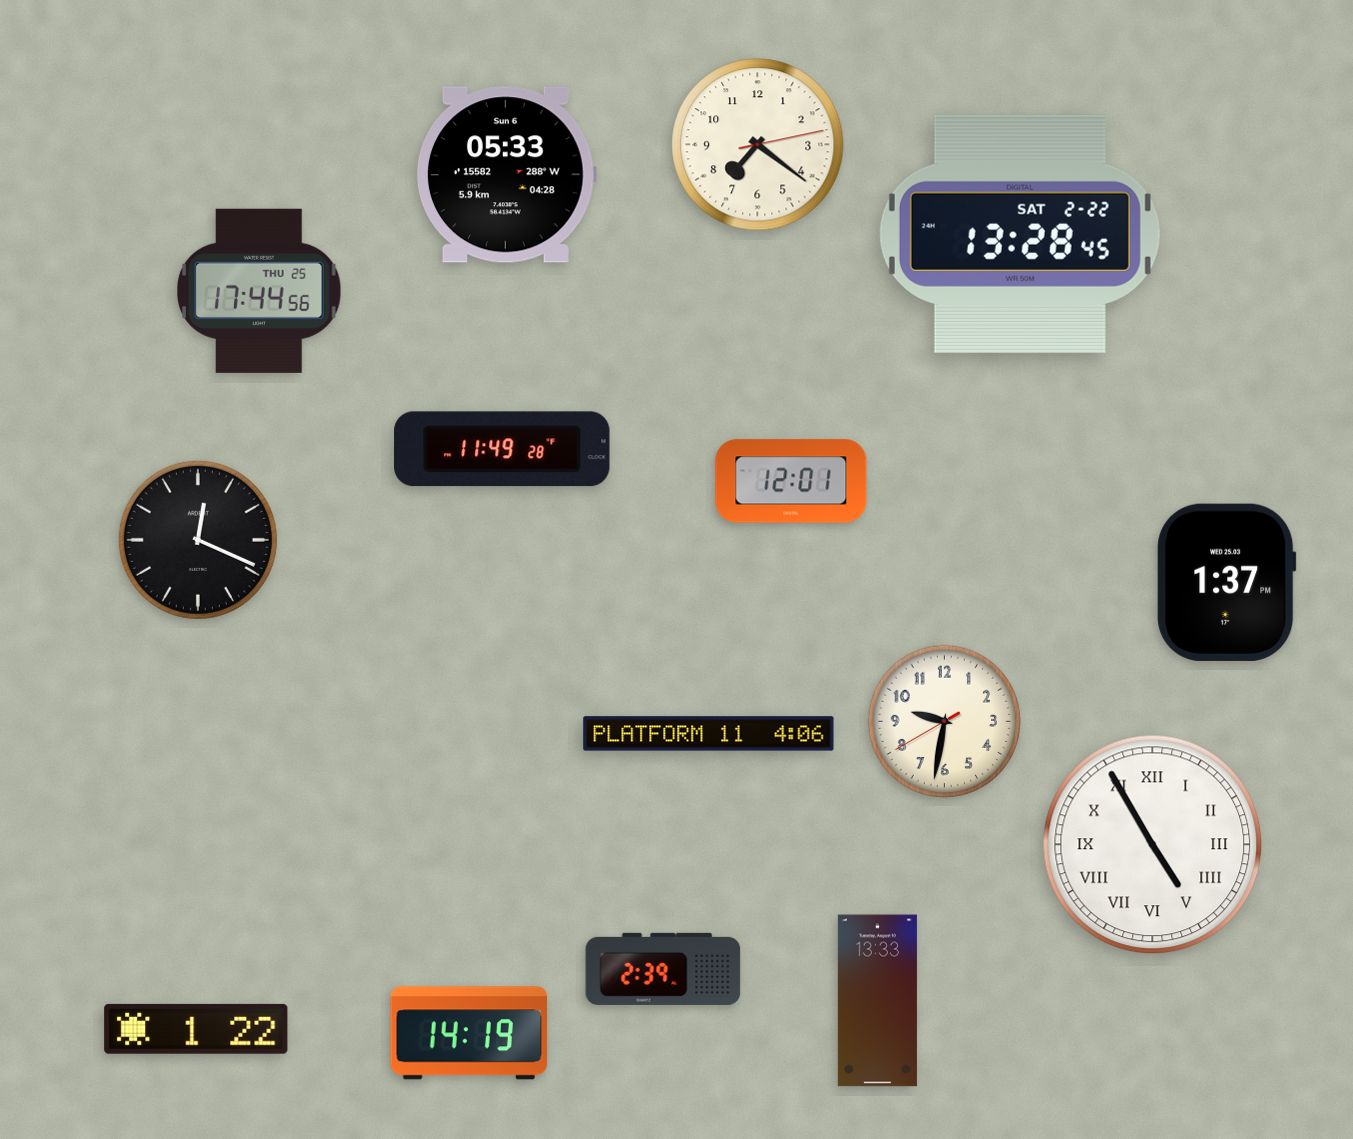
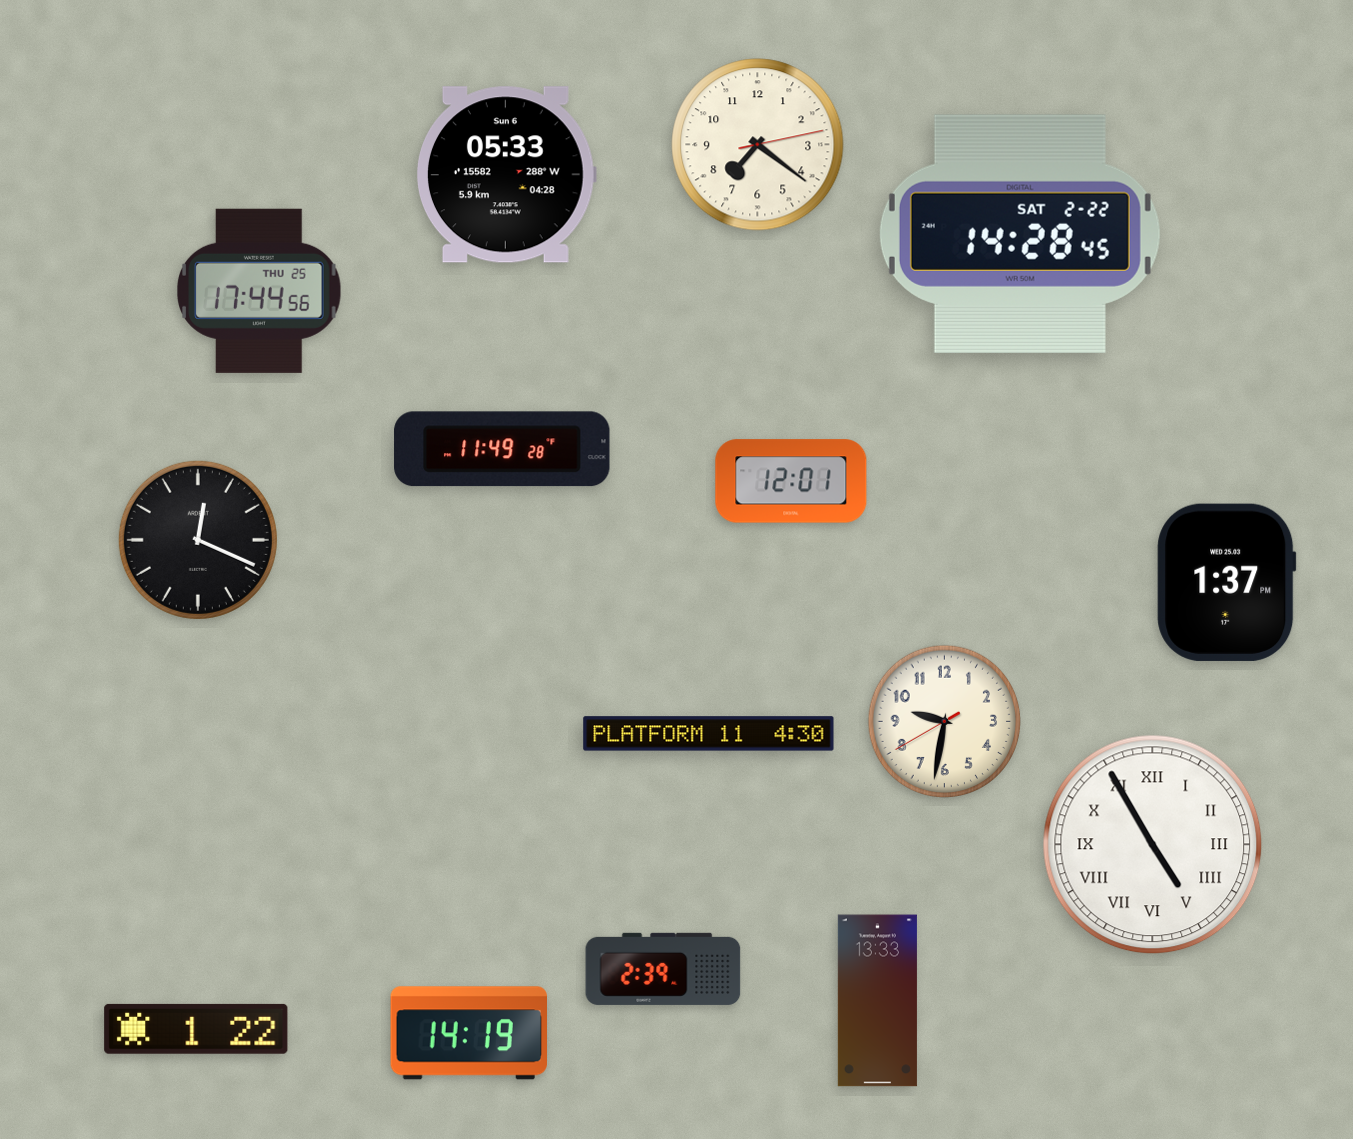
clock at (1020, 234): 13:28 -> 14:28
clock at (709, 734): 4:06 -> 4:30
